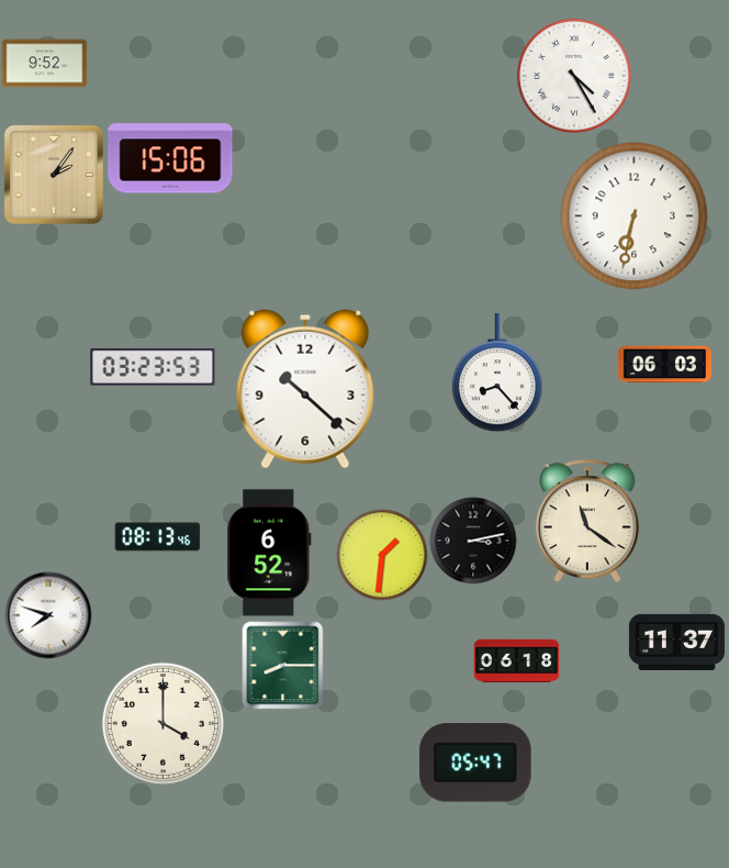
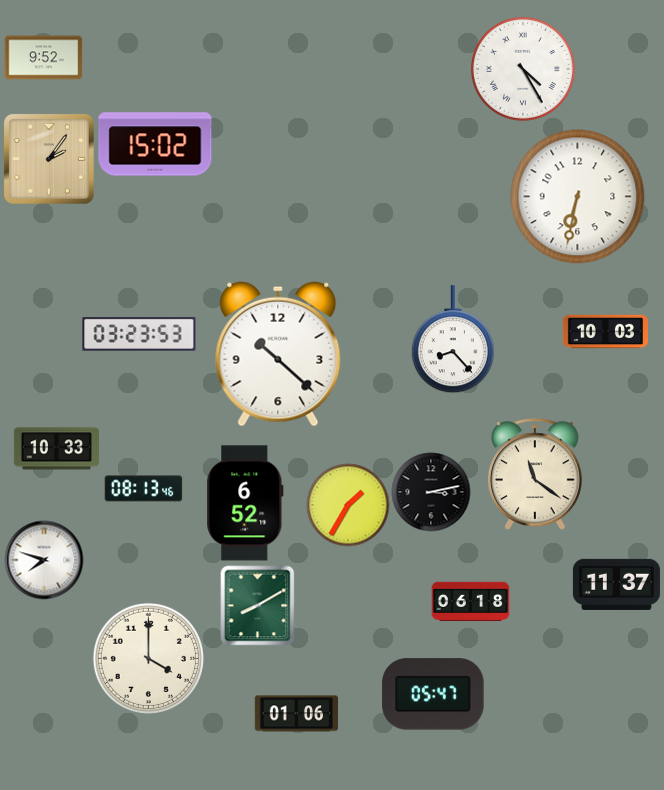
clock at (44, 64) position: (44, 64) -> (43, 58)
clock at (170, 158): 15:06 -> 15:02
clock at (664, 365): 06:03 -> 10:03
clock at (56, 449): none -> 10:33
clock at (382, 555): 1:31 -> 1:35
clock at (283, 665): 8:15 -> 8:10
clock at (296, 714): none -> 01:06
